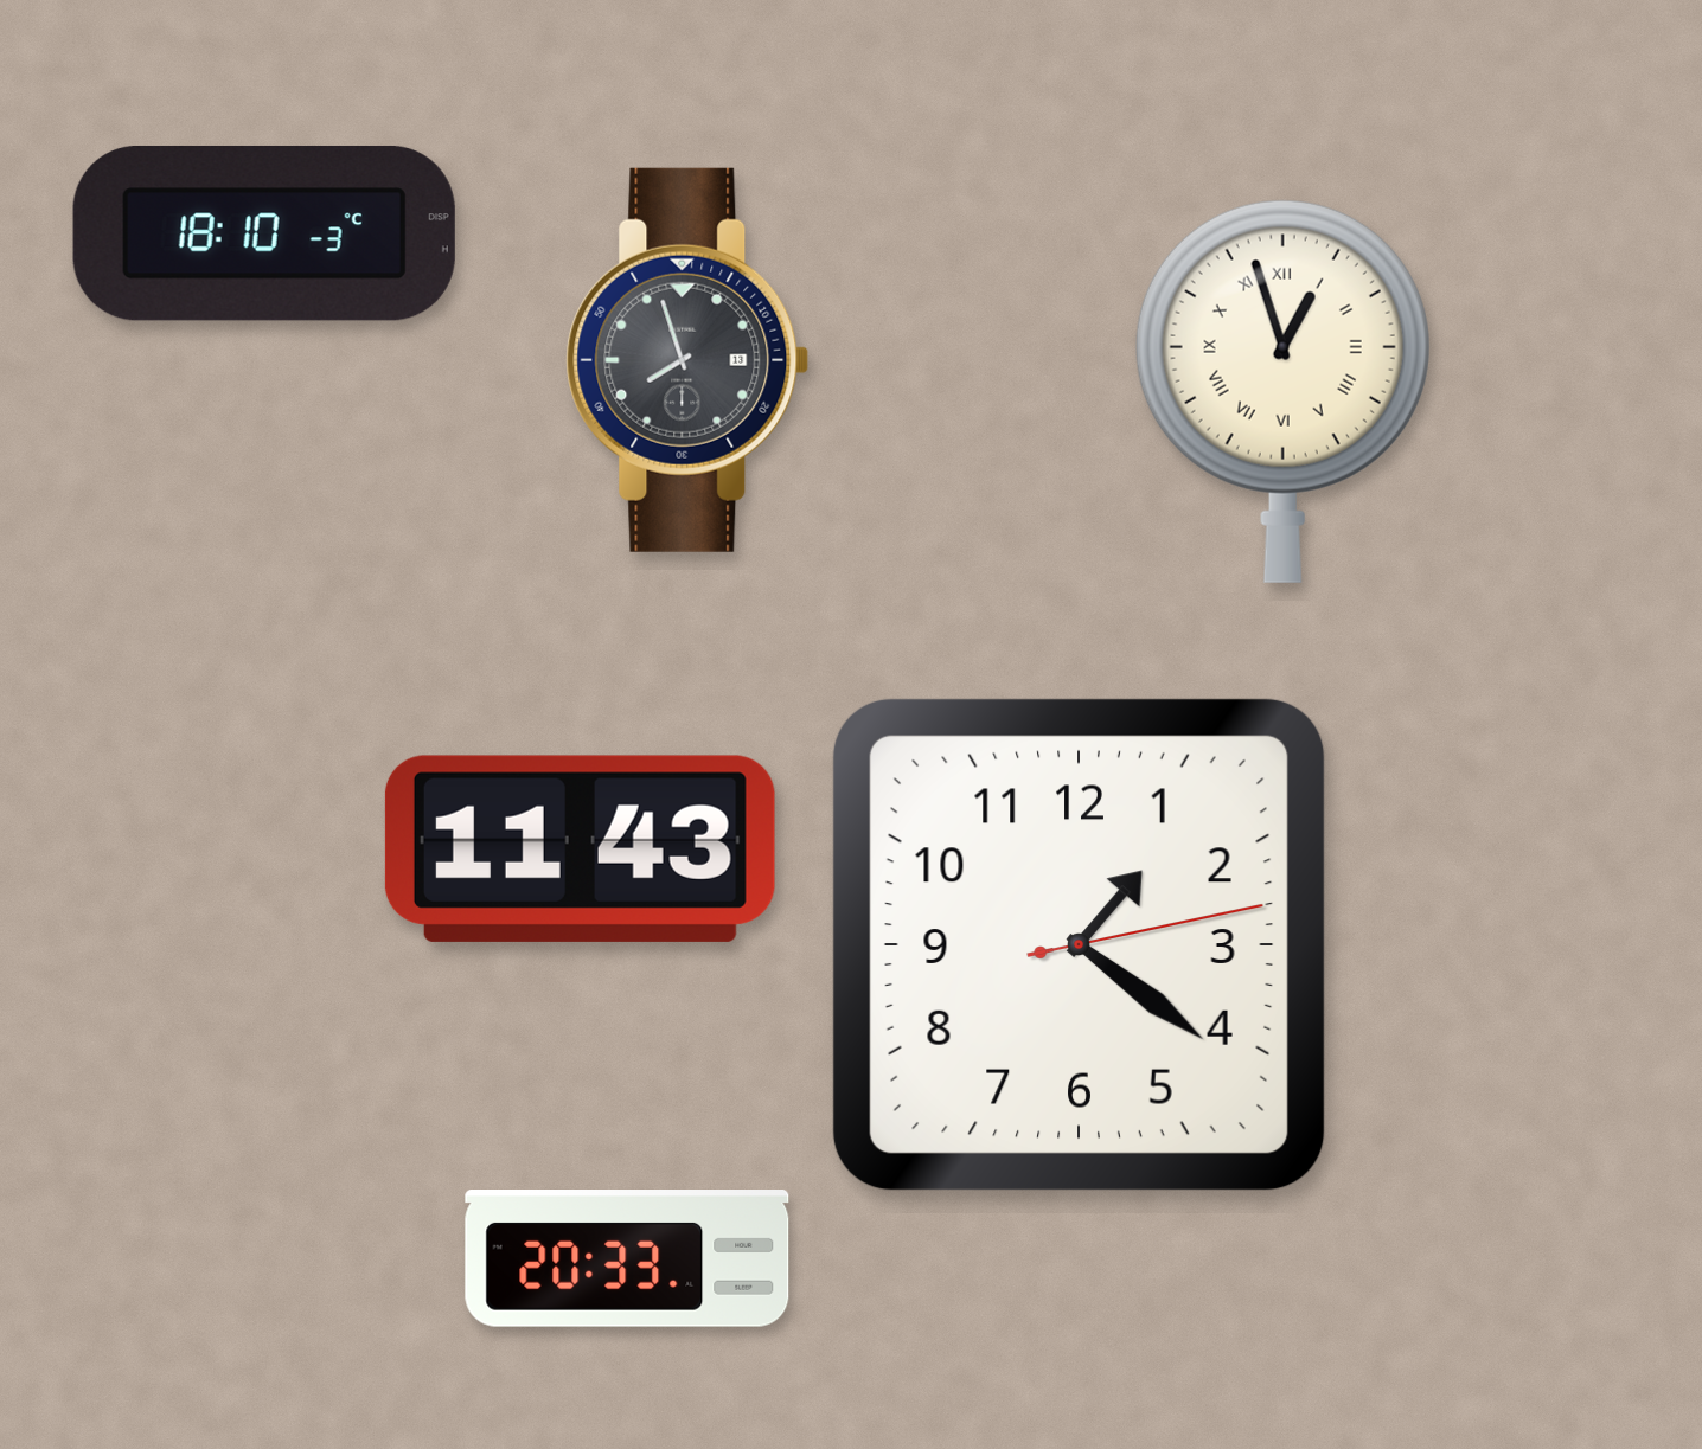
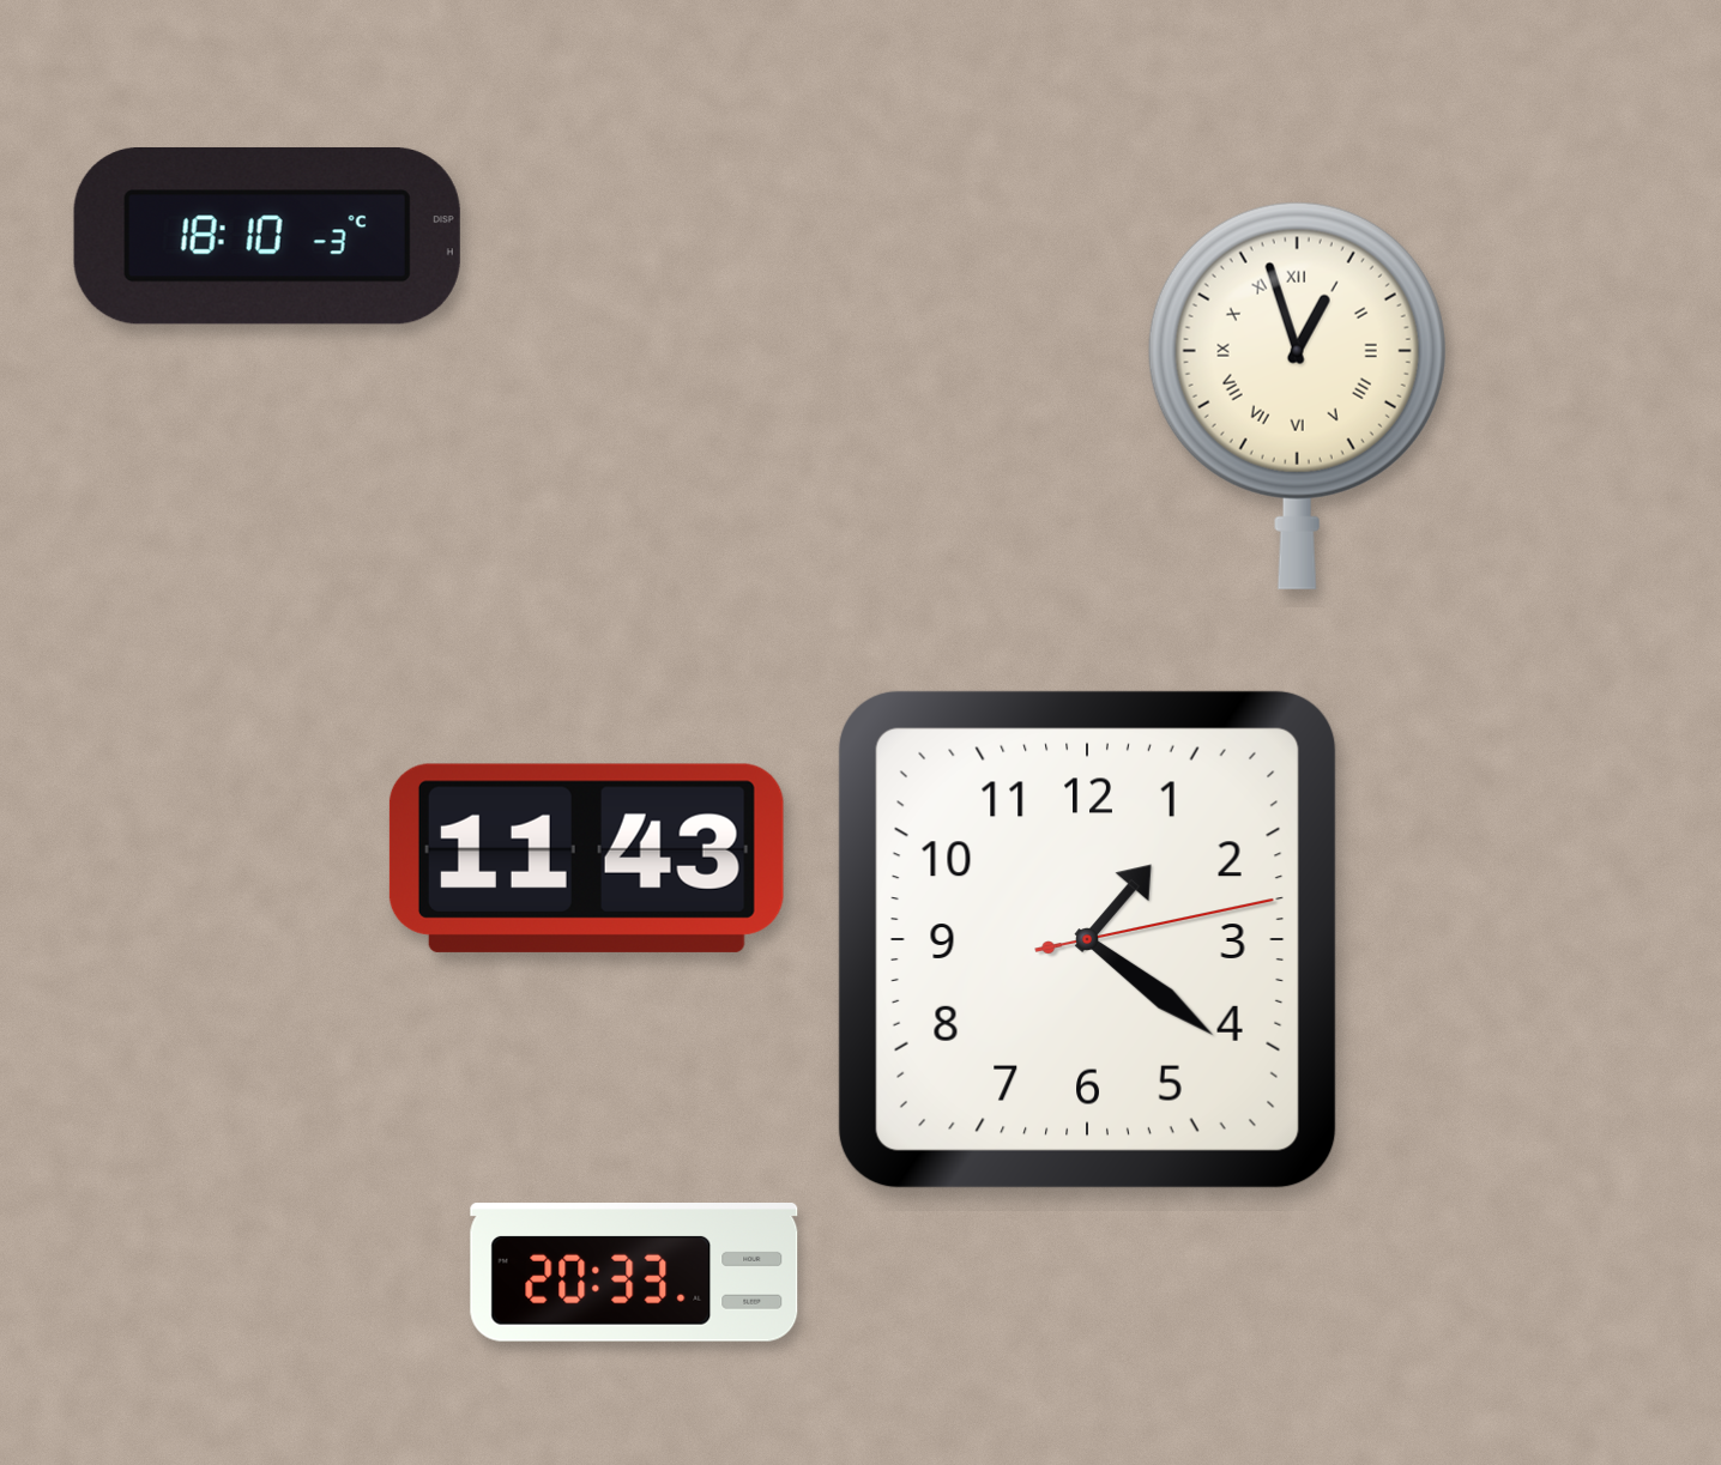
clock at (687, 360): 7:57 -> none
clock at (1079, 944) position: (1079, 944) -> (1087, 939)
